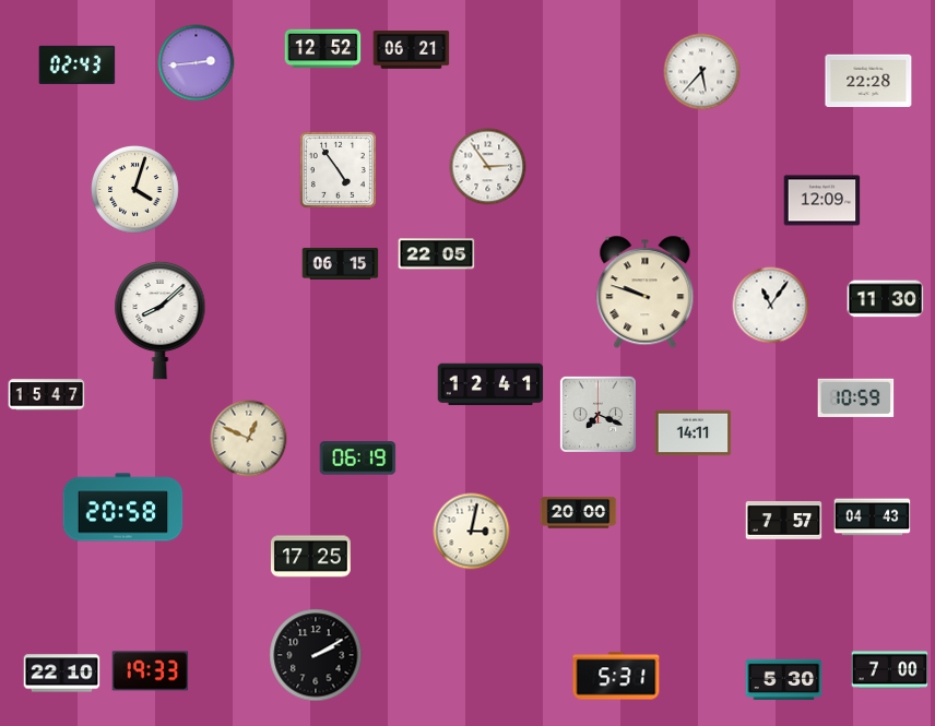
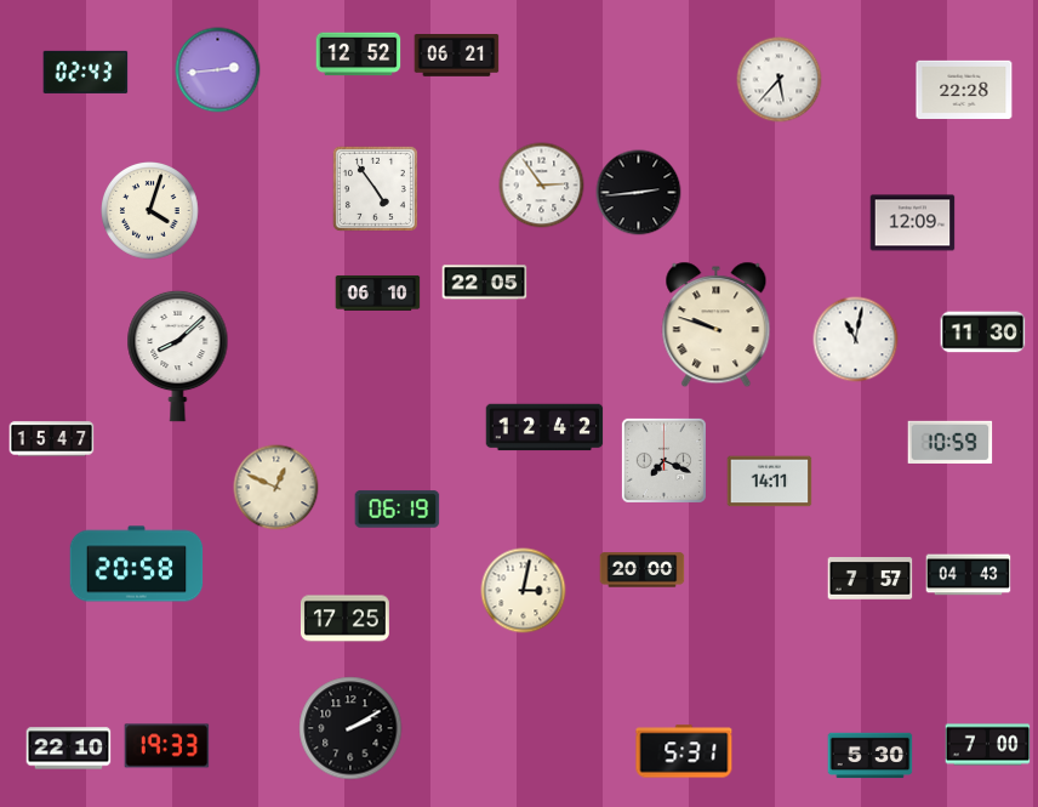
clock at (639, 193): none -> 2:44
clock at (341, 263): 06:15 -> 06:10
clock at (771, 306): 11:06 -> 11:02
clock at (490, 384): 12:41 -> 12:42
